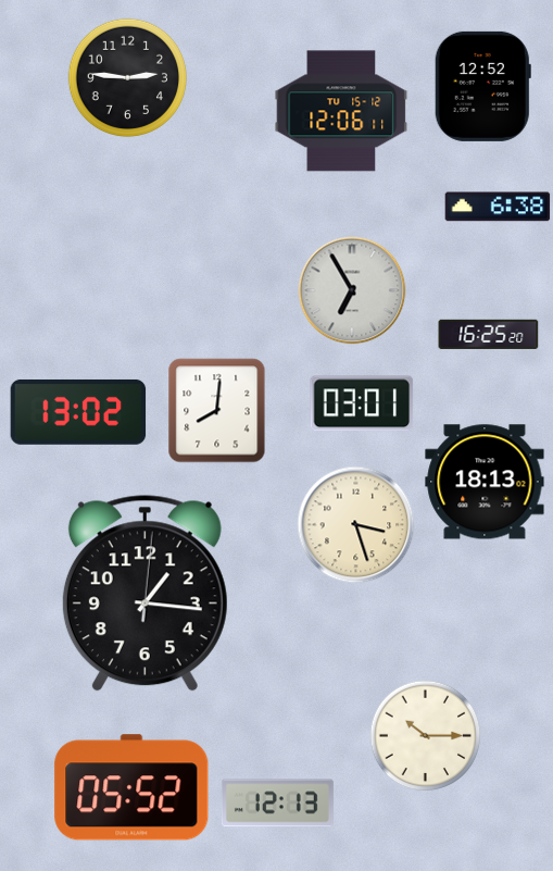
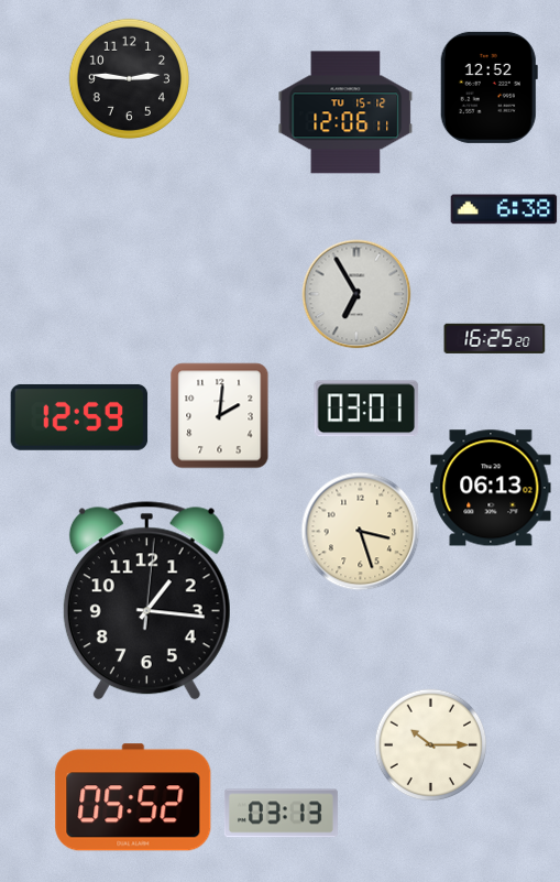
clock at (217, 411): 8:01 -> 2:01
clock at (78, 412): 13:02 -> 12:59
clock at (485, 482): 18:13 -> 06:13
clock at (277, 804): 12:13 -> 03:13
